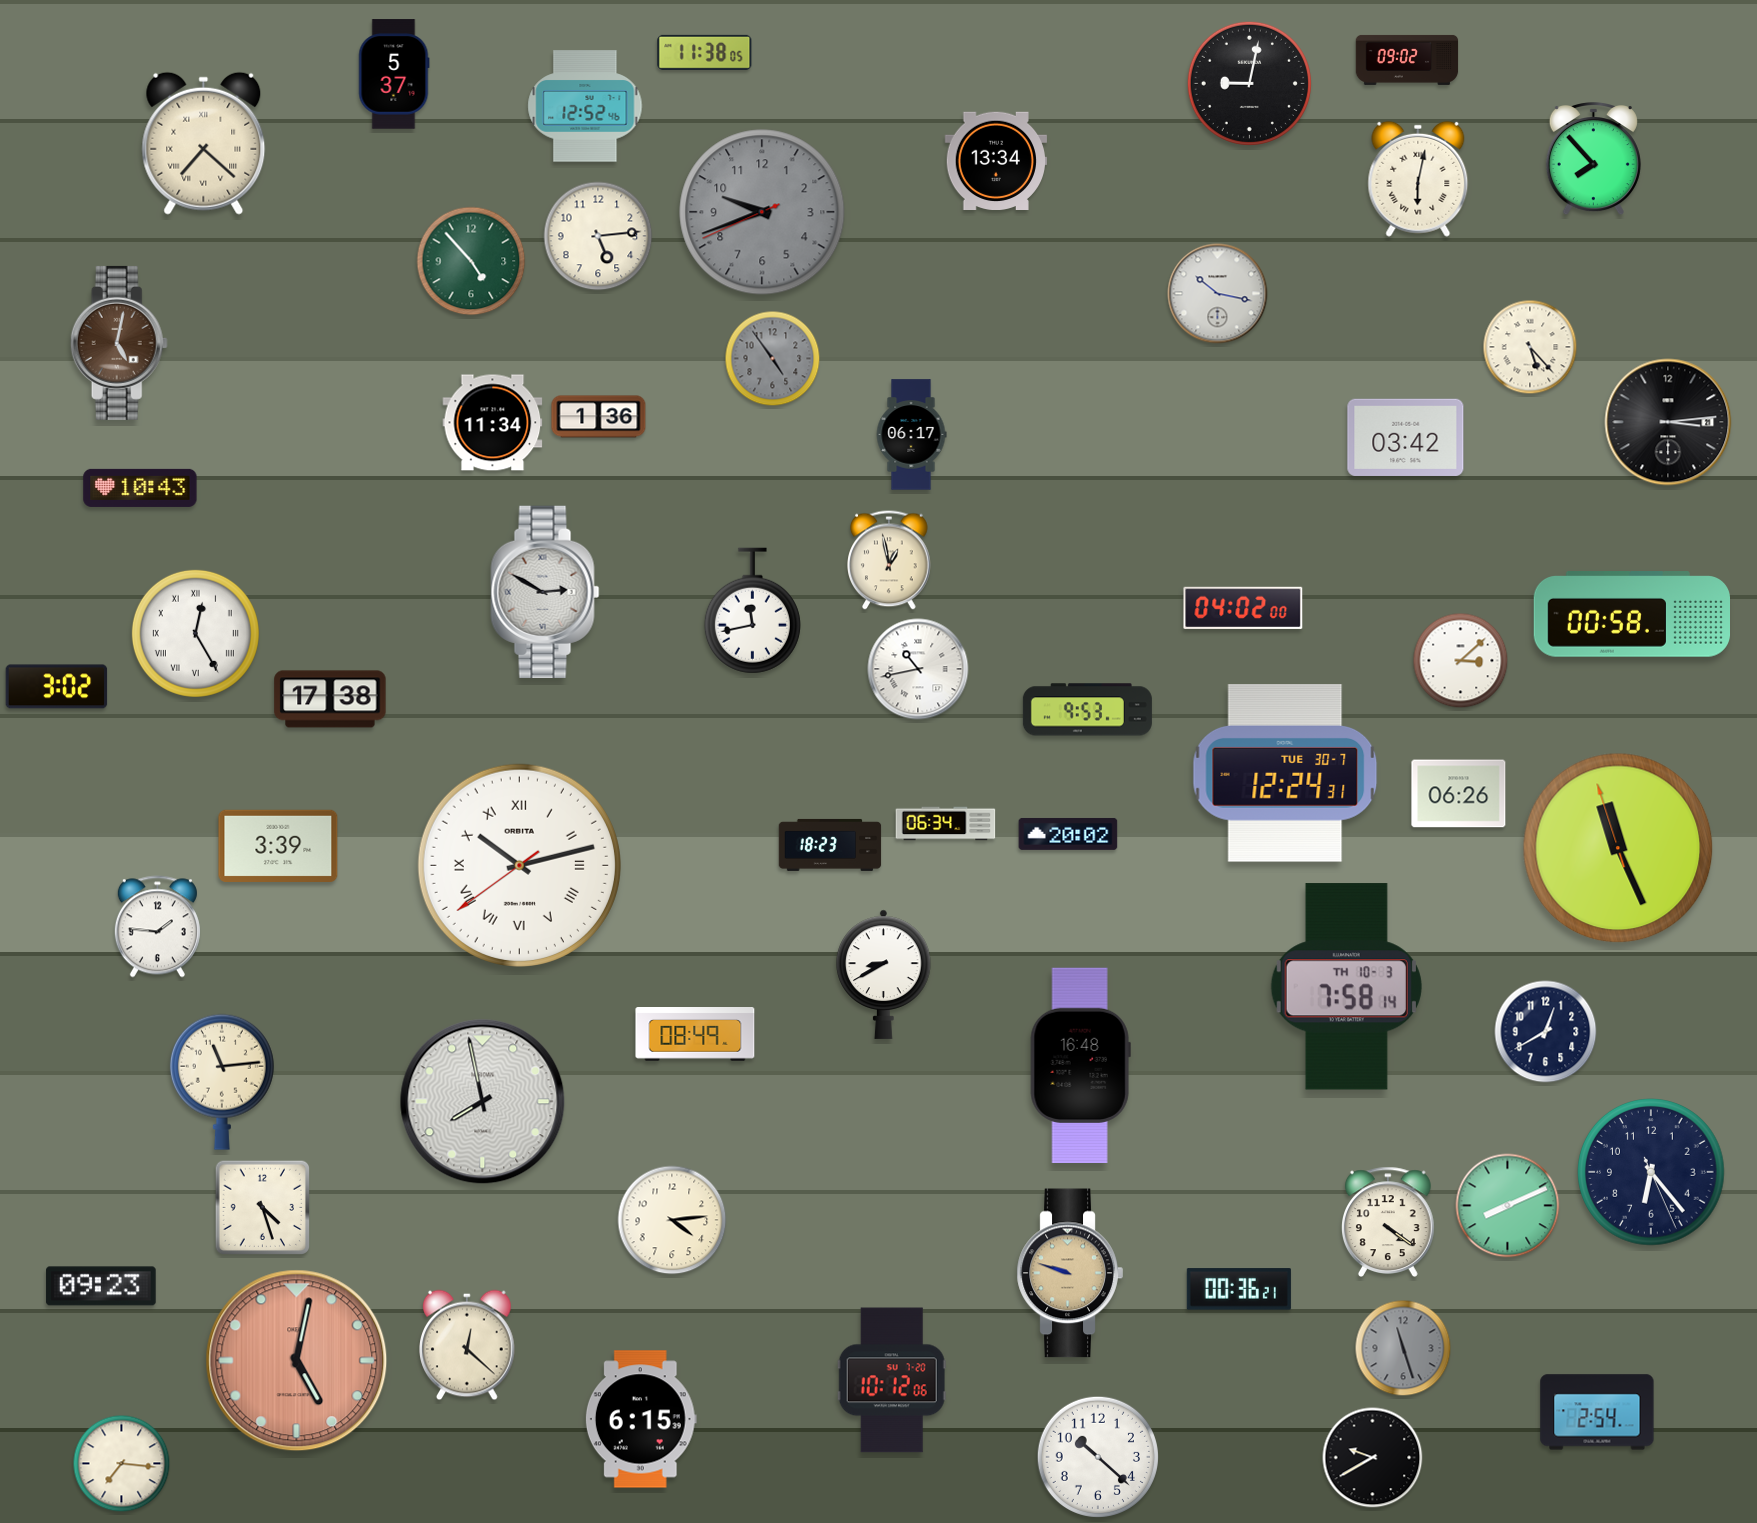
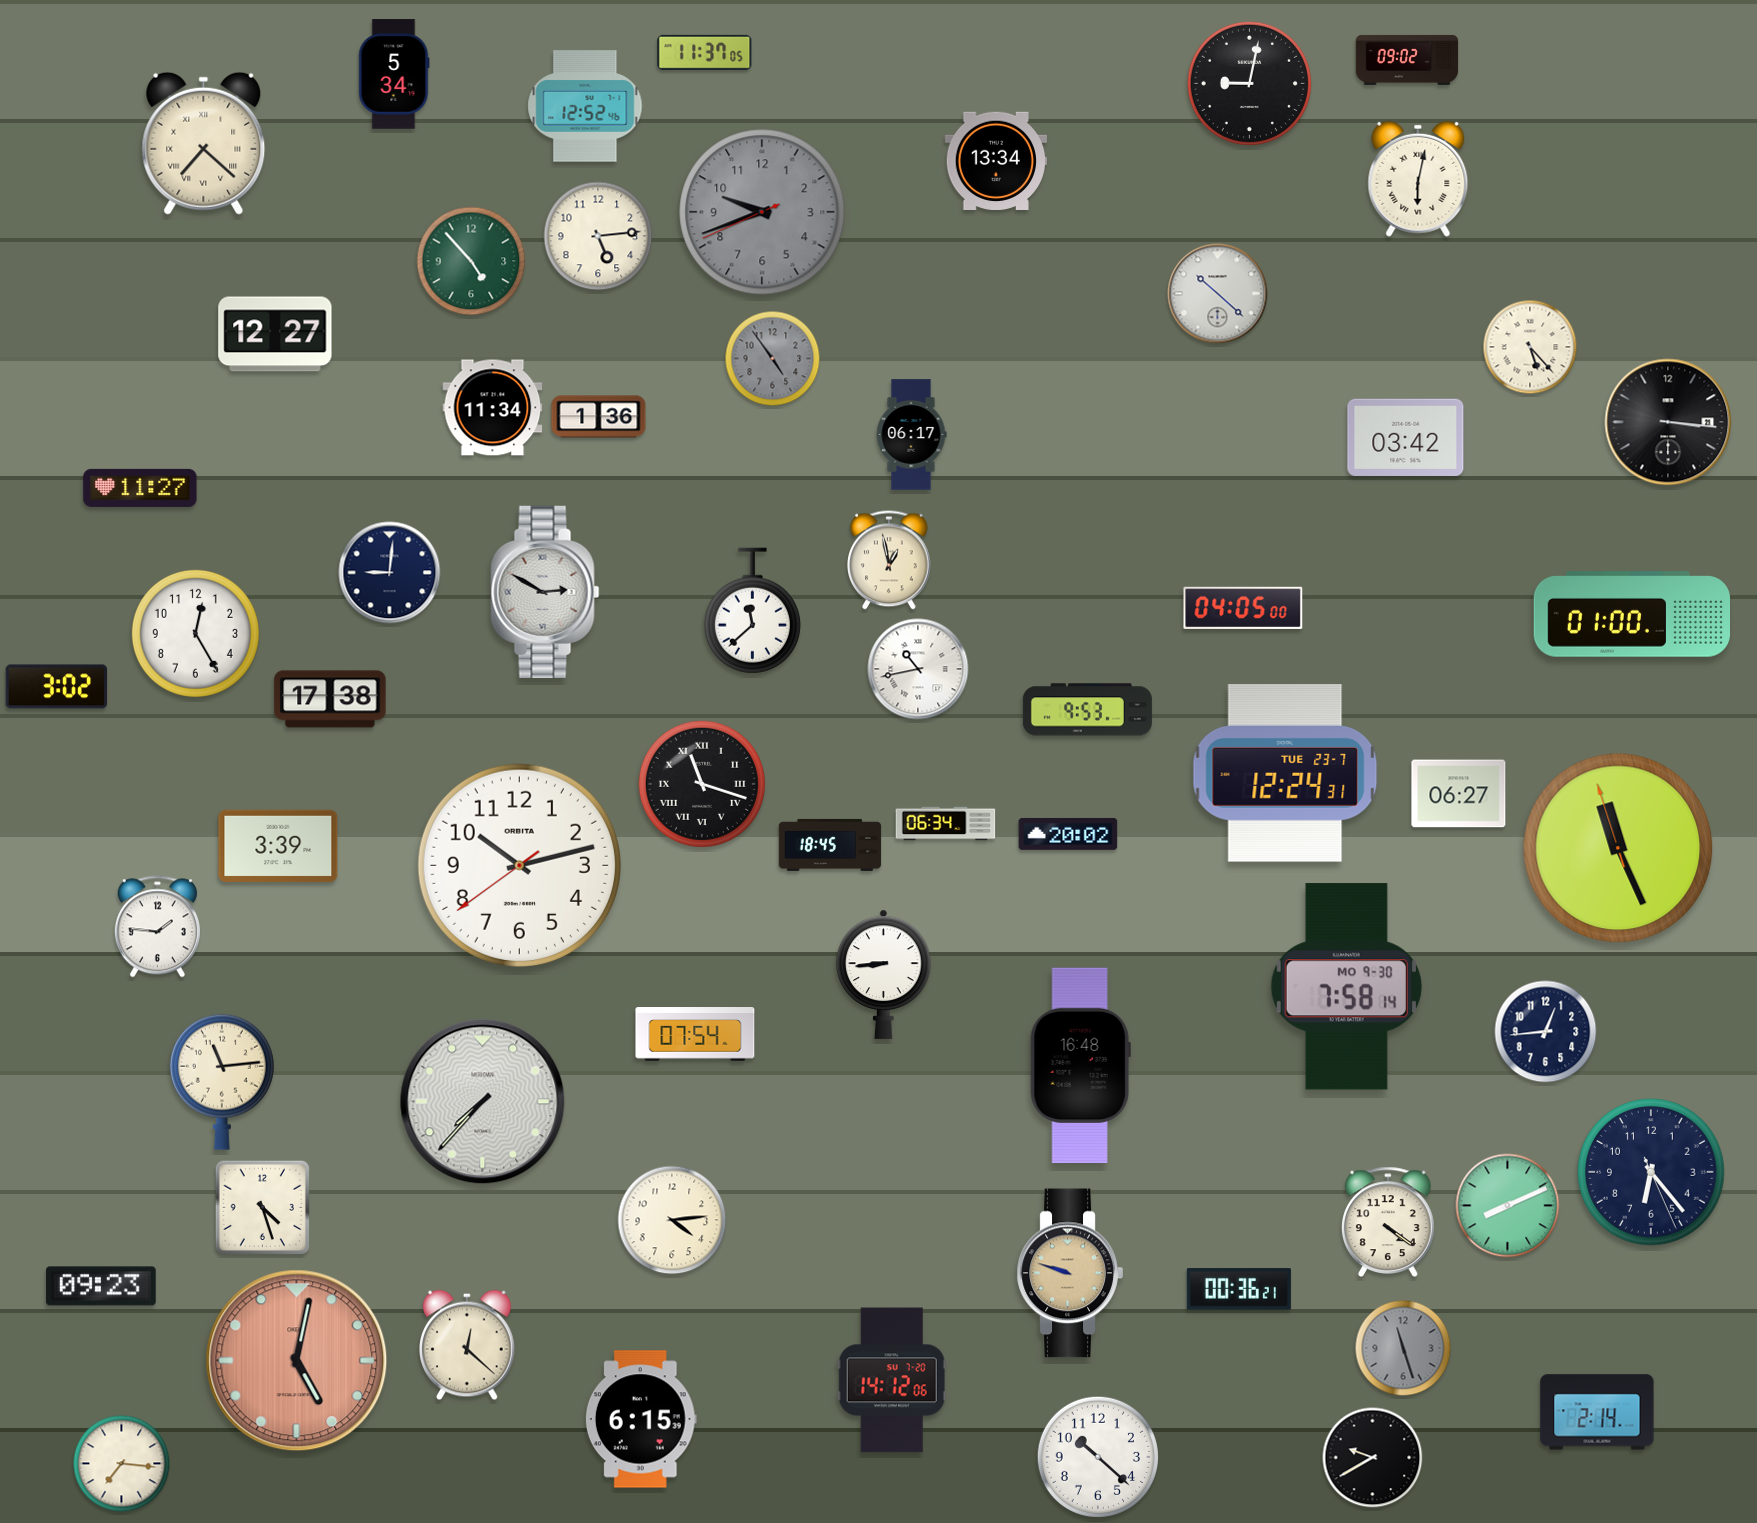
clock at (705, 52): 11:38 -> 11:37
clock at (394, 74): 5:37 -> 5:34
clock at (1593, 160): 7:53 -> none
clock at (1218, 294): 10:17 -> 10:22
clock at (275, 334): none -> 12:27
clock at (119, 343): 5:02 -> none
clock at (1668, 422): 3:14 -> 3:16
clock at (493, 423) position: (493, 423) -> (493, 408)
clock at (140, 488): 10:43 -> 11:27
clock at (390, 573): none -> 9:01
clock at (1243, 608): 04:02 -> 04:05
clock at (752, 611): 11:43 -> 11:38
clock at (1631, 614): 00:58 -> 01:00
clock at (195, 633) numerals: Roman -> Arabic
clock at (1461, 661): 3:08 -> none
clock at (1285, 773) date: TUE 30-7 -> TUE 23-7
clock at (702, 784): none -> 11:18
clock at (1459, 794): 06:26 -> 06:27
clock at (830, 845): 18:23 -> 18:45
clock at (519, 865) numerals: Roman -> Arabic
clock at (884, 974): 8:40 -> 8:44
clock at (1346, 987) date: TH 10-3 -> MO 9-30
clock at (1546, 1032): 12:40 -> 12:44
clock at (695, 1035): 08:49 -> 07:54
clock at (483, 1102): 7:58 -> 7:37
clock at (892, 1380): 10:12 -> 14:12
clock at (1597, 1412): 2:54 -> 2:14
